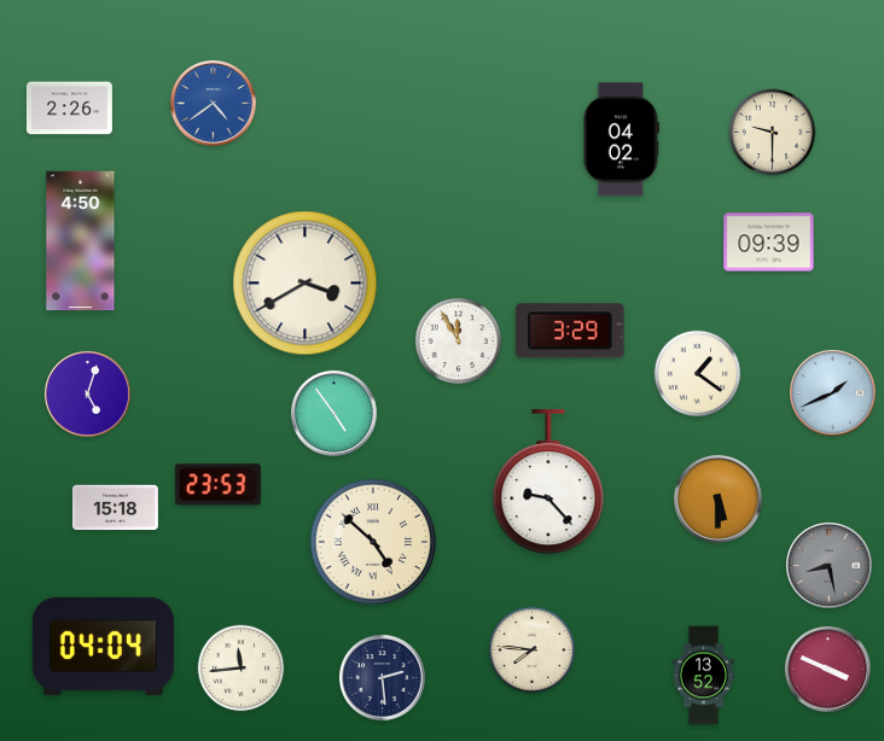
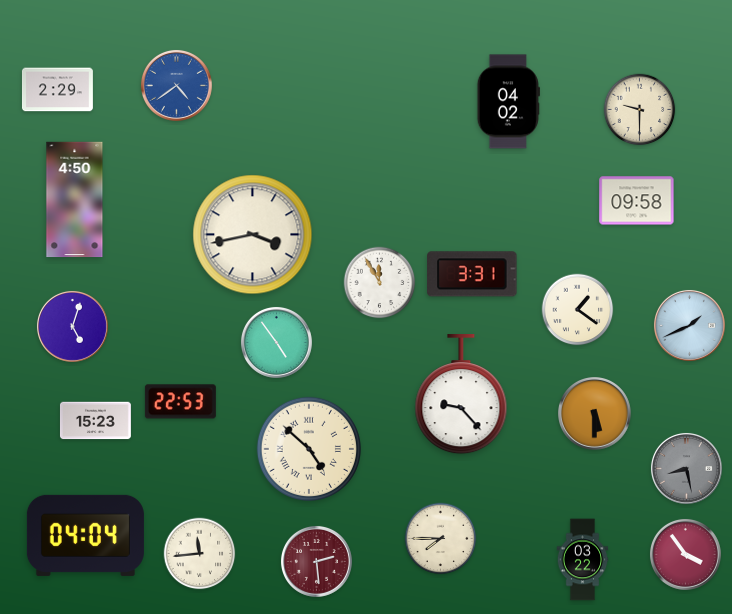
clock at (69, 109): 2:26 -> 2:29
clock at (621, 140) position: (621, 140) -> (508, 102)
clock at (81, 241) position: (81, 241) -> (75, 200)
clock at (769, 243): 09:39 -> 09:58
clock at (306, 284): 3:40 -> 3:43
clock at (570, 331): 3:29 -> 3:31
clock at (548, 483) position: (548, 483) -> (461, 395)
clock at (217, 485): 23:53 -> 22:53
clock at (115, 508): 15:18 -> 15:23
clock at (533, 650): 7:46 -> 7:45
clock at (827, 669): 3:49 -> 3:54
clock at (704, 676): 13:52 -> 03:22
clock at (382, 677) dial: navy -> burgundy
